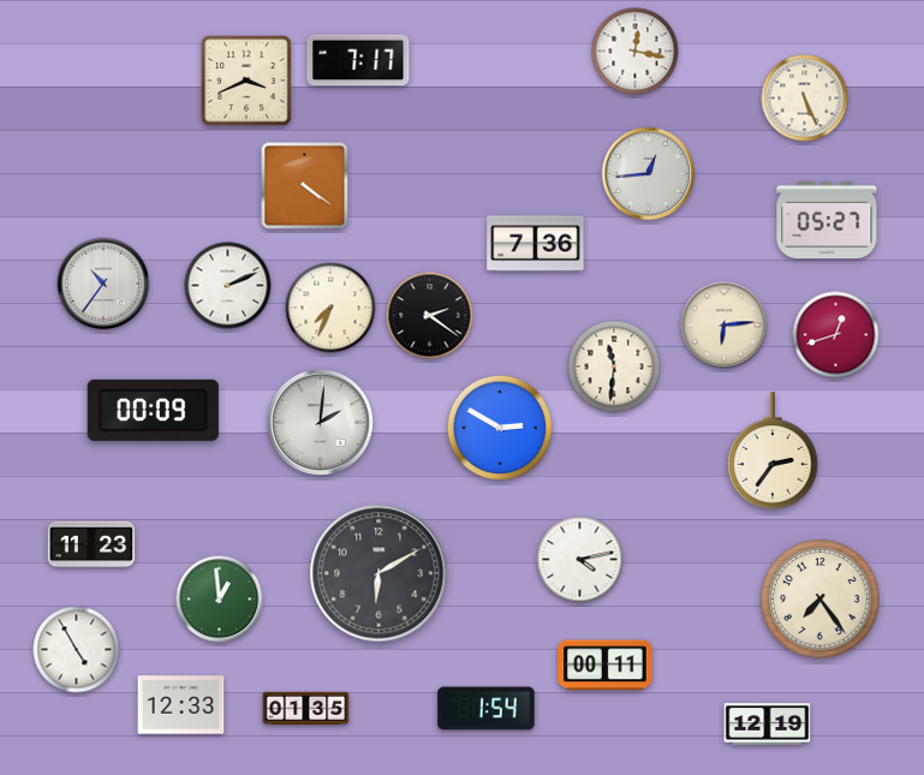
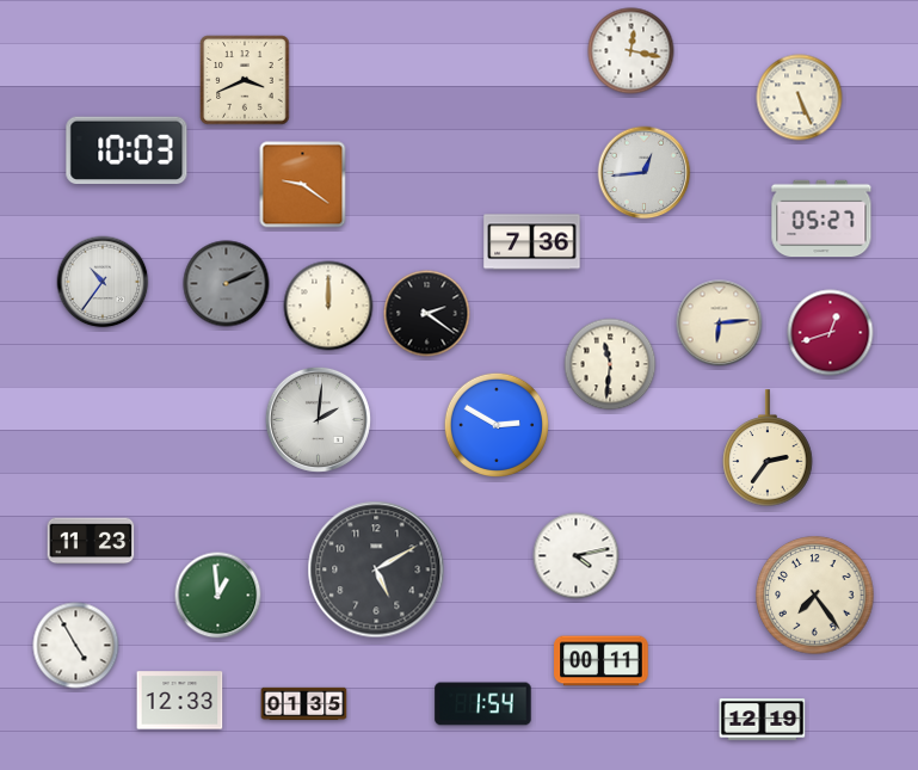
clock at (358, 60): 7:17 -> none
clock at (127, 150): none -> 10:03
clock at (305, 186): 4:21 -> 9:21
clock at (228, 286) dial: white -> grey
clock at (330, 308): 7:34 -> 12:00
clock at (153, 410): 00:09 -> none
clock at (378, 573): 6:10 -> 5:10
